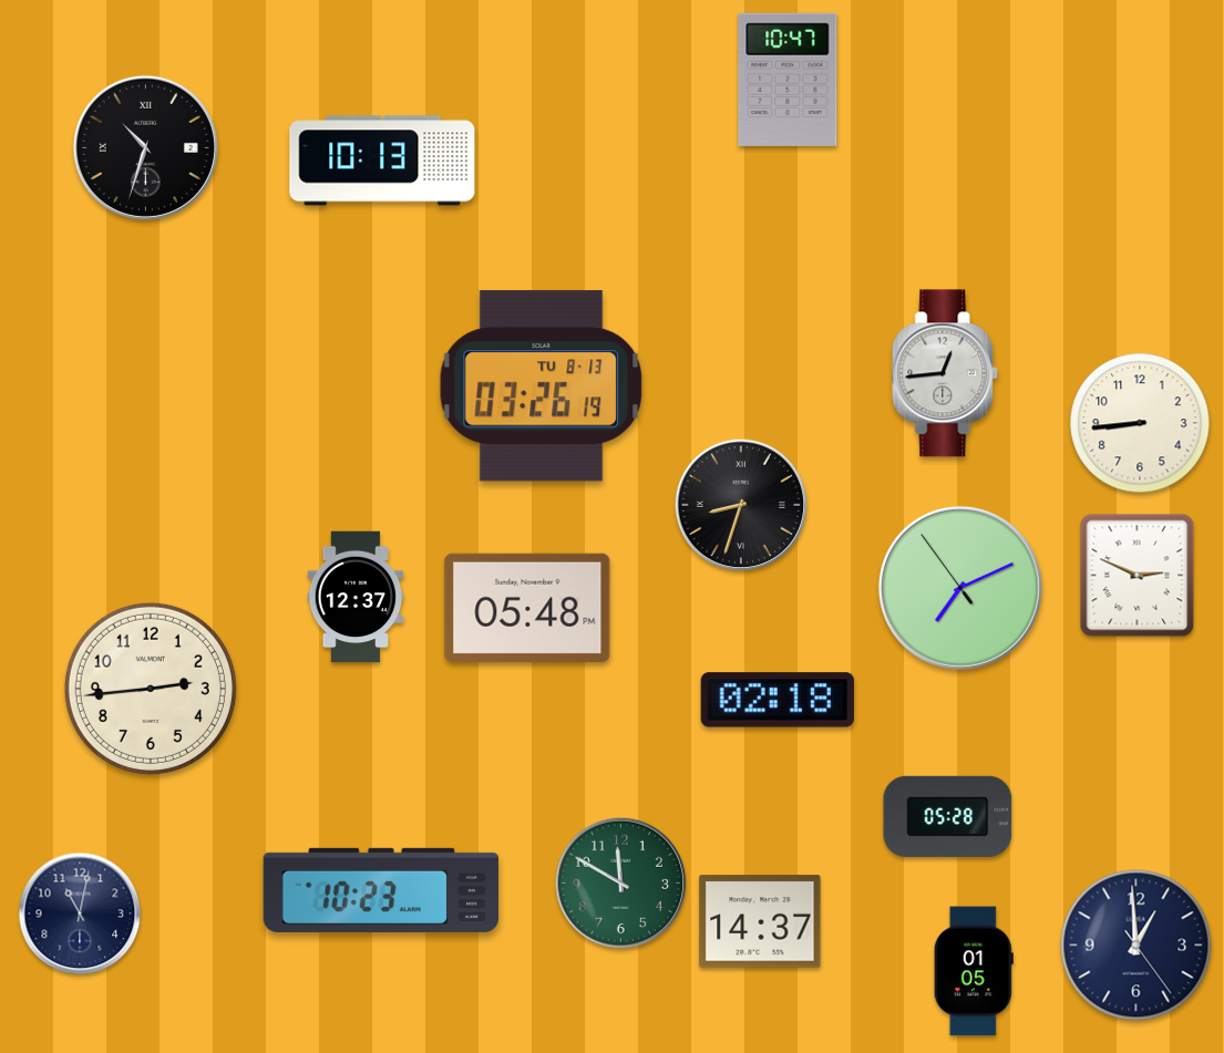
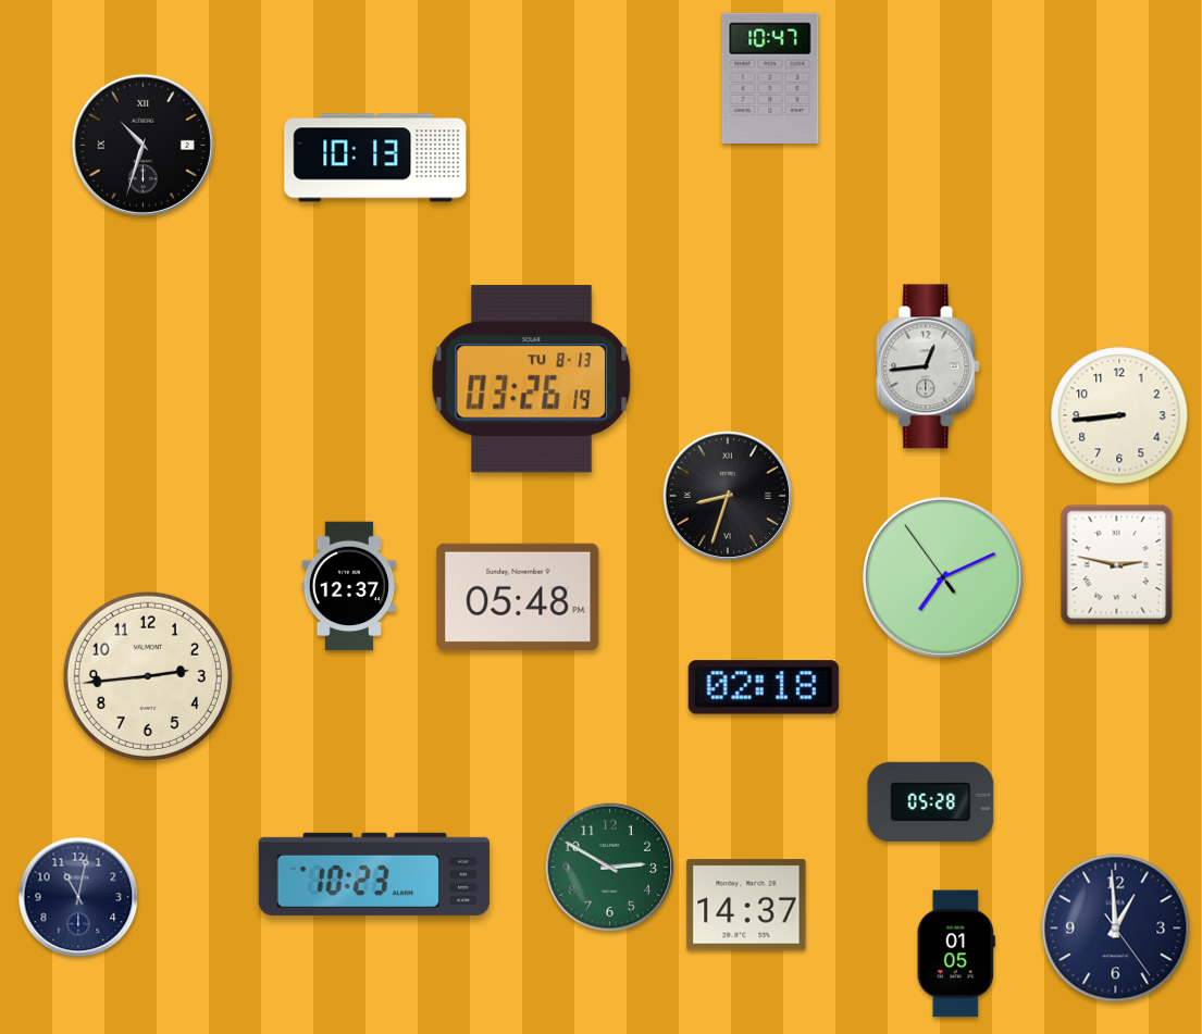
clock at (788, 80) position: (788, 80) -> (770, 78)
clock at (1138, 576): 2:49 -> 2:47
clock at (621, 884): 11:50 -> 2:50
